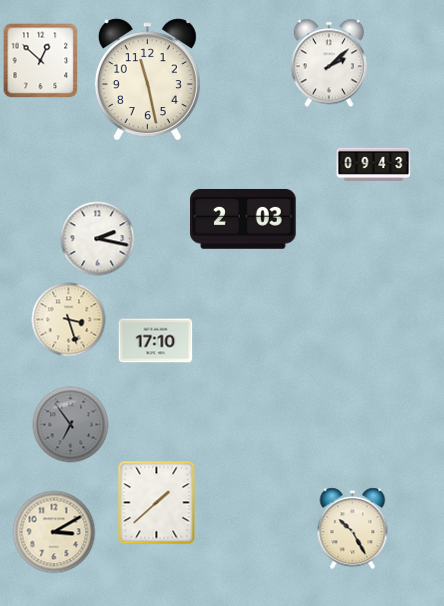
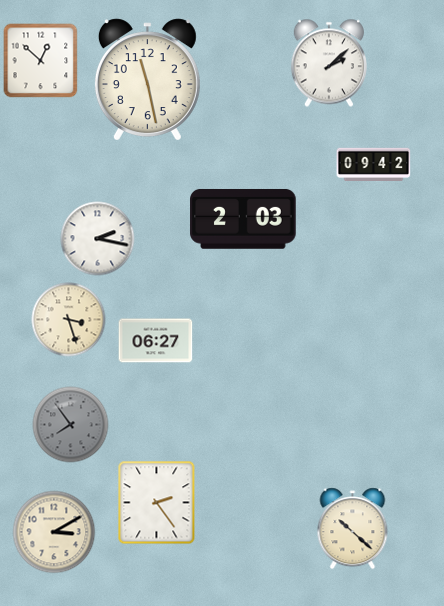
clock at (374, 164): 09:43 -> 09:42
clock at (156, 341): 17:10 -> 06:27
clock at (71, 425): 6:54 -> 7:54
clock at (157, 503): 1:38 -> 2:24
clock at (353, 529): 10:25 -> 10:22
